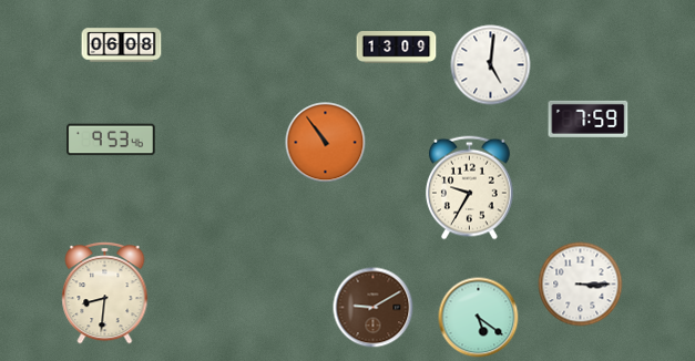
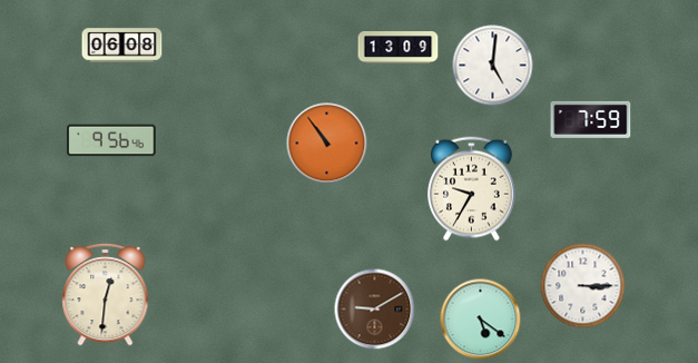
clock at (111, 140): 9:53 -> 9:56
clock at (105, 292): 8:31 -> 12:31
